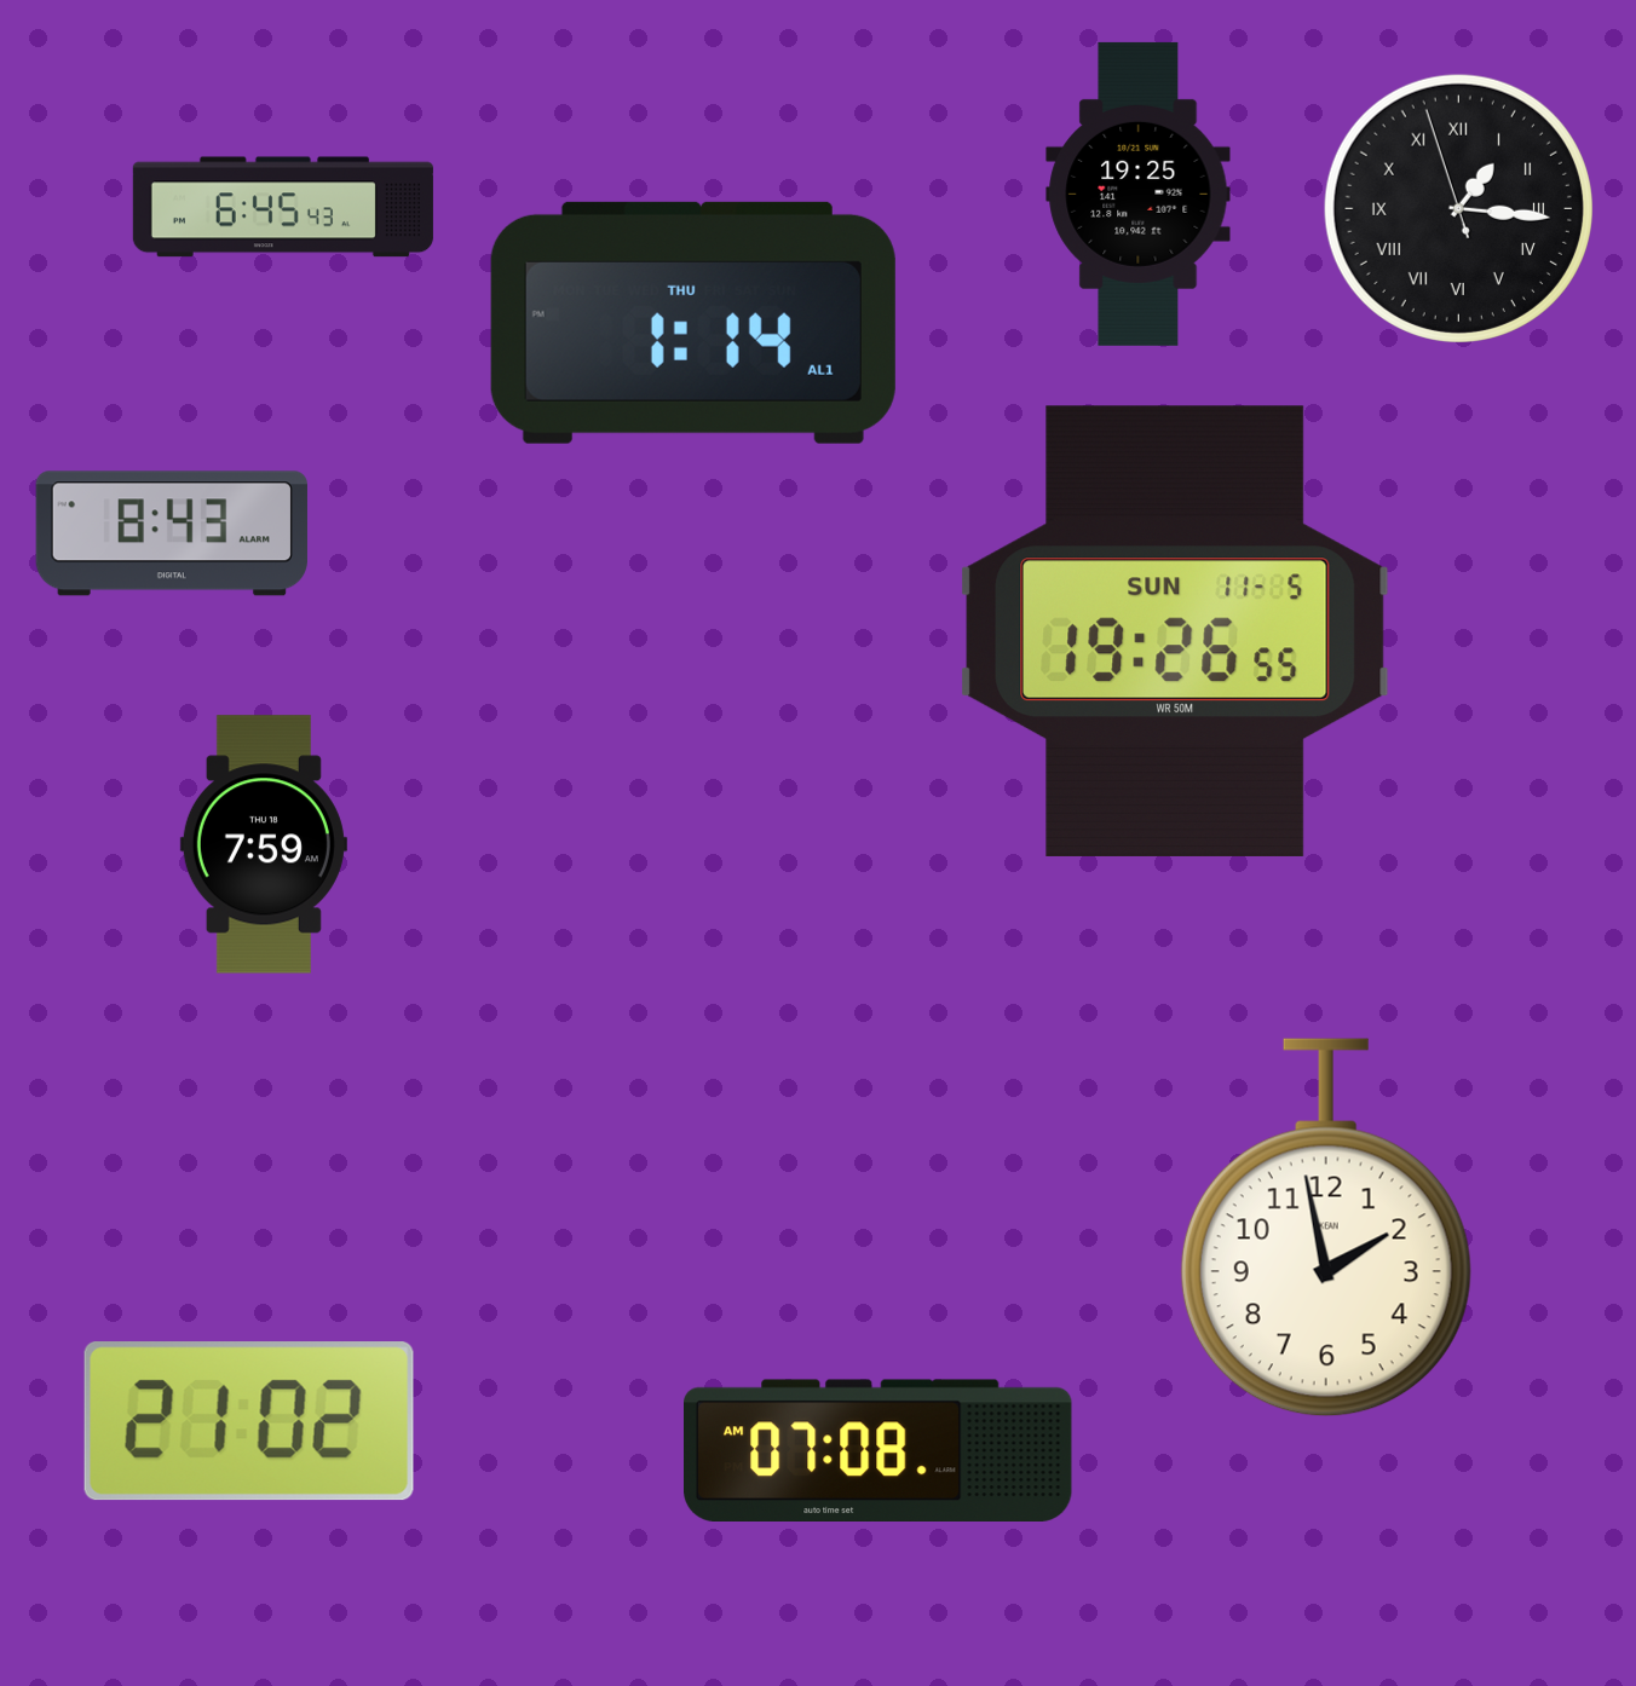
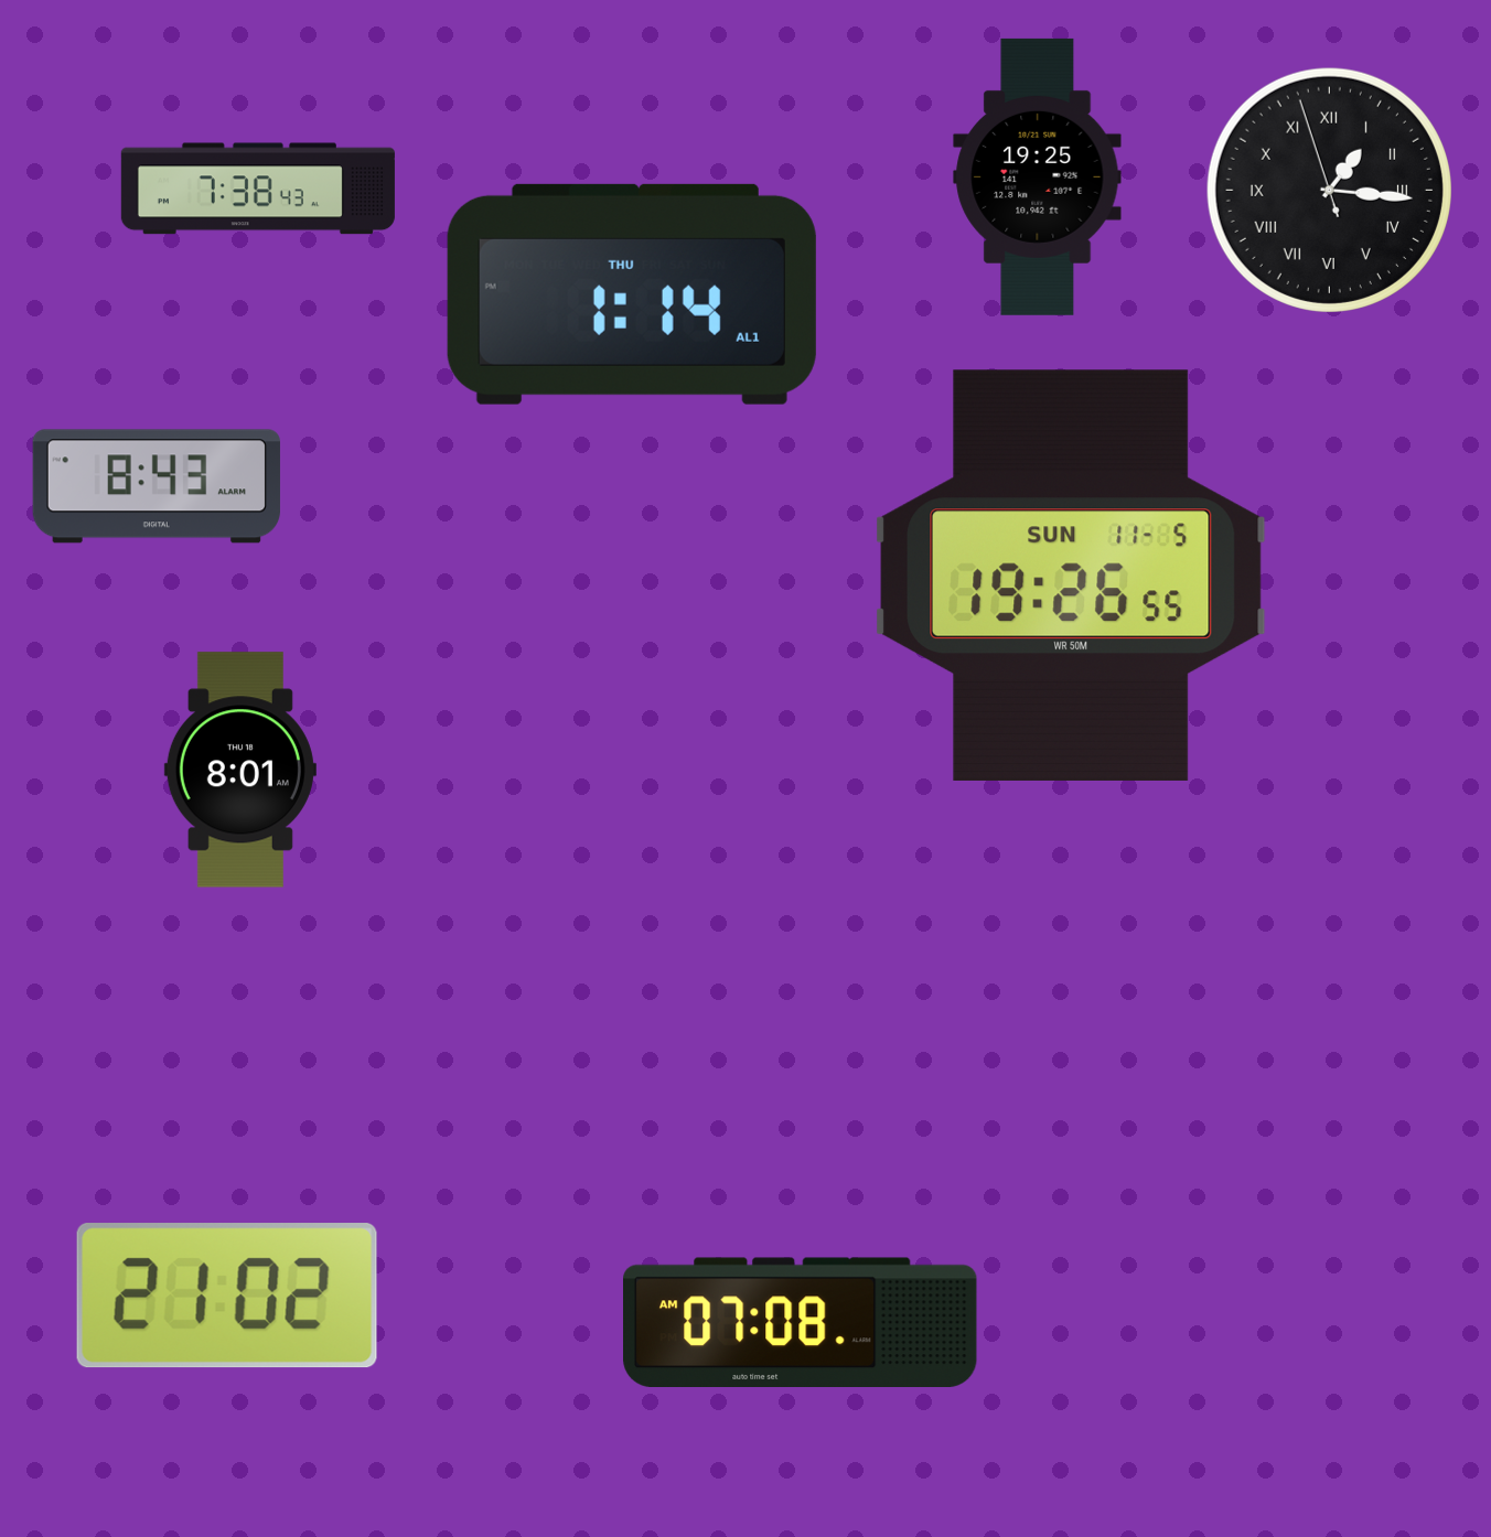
clock at (283, 207): 6:45 -> 7:38
clock at (264, 844): 7:59 -> 8:01
clock at (1326, 1228): 1:58 -> none
